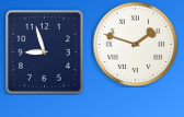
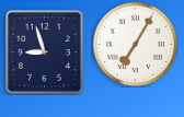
clock at (135, 44): 1:48 -> 7:05
